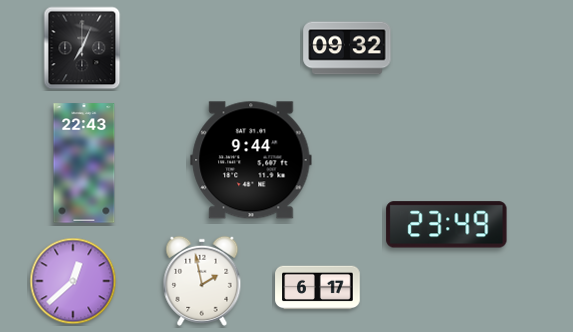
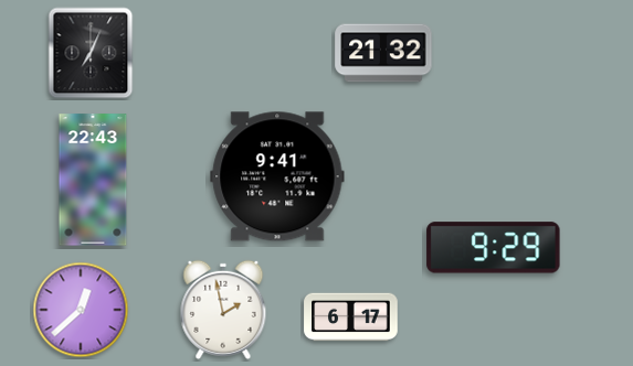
clock at (347, 48): 09:32 -> 21:32
clock at (251, 160): 9:44 -> 9:41
clock at (447, 225): 23:49 -> 9:29
